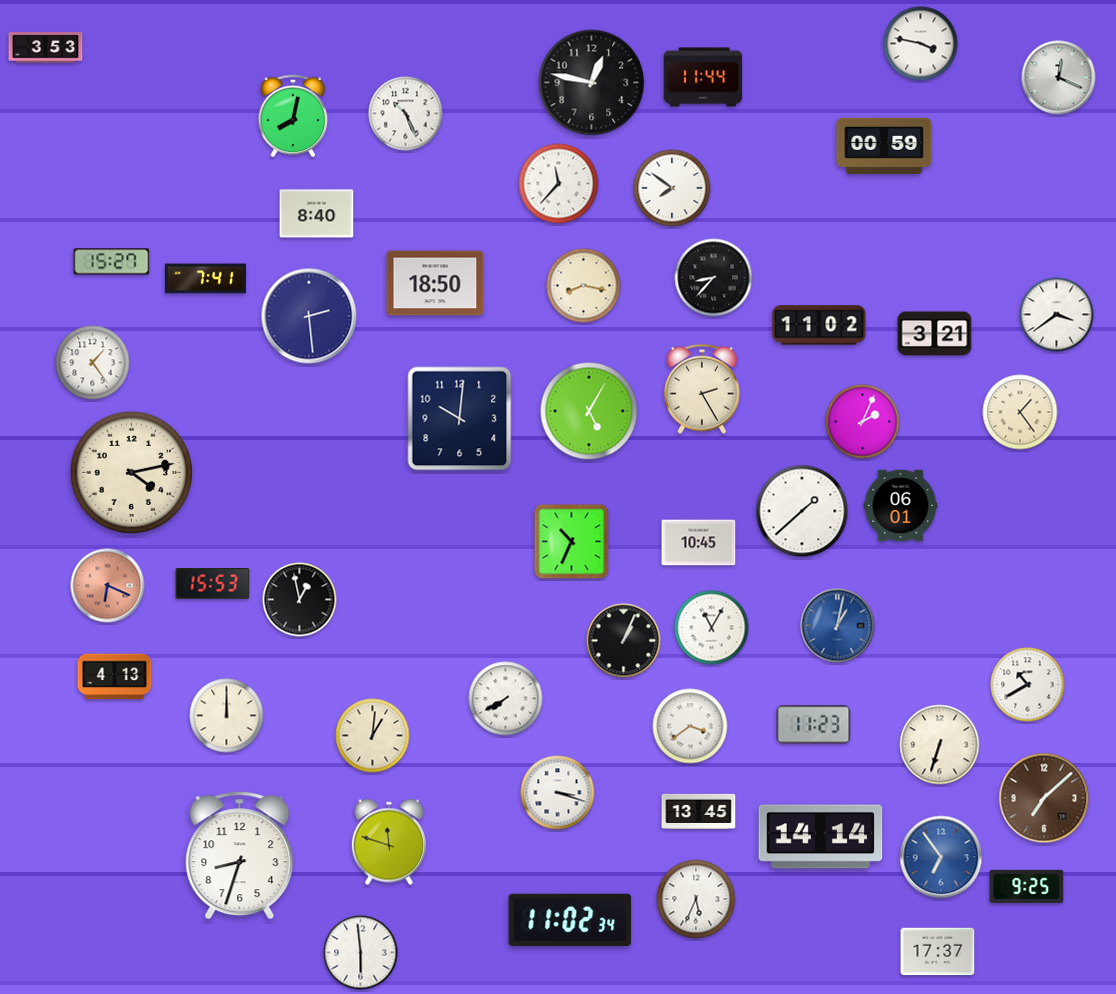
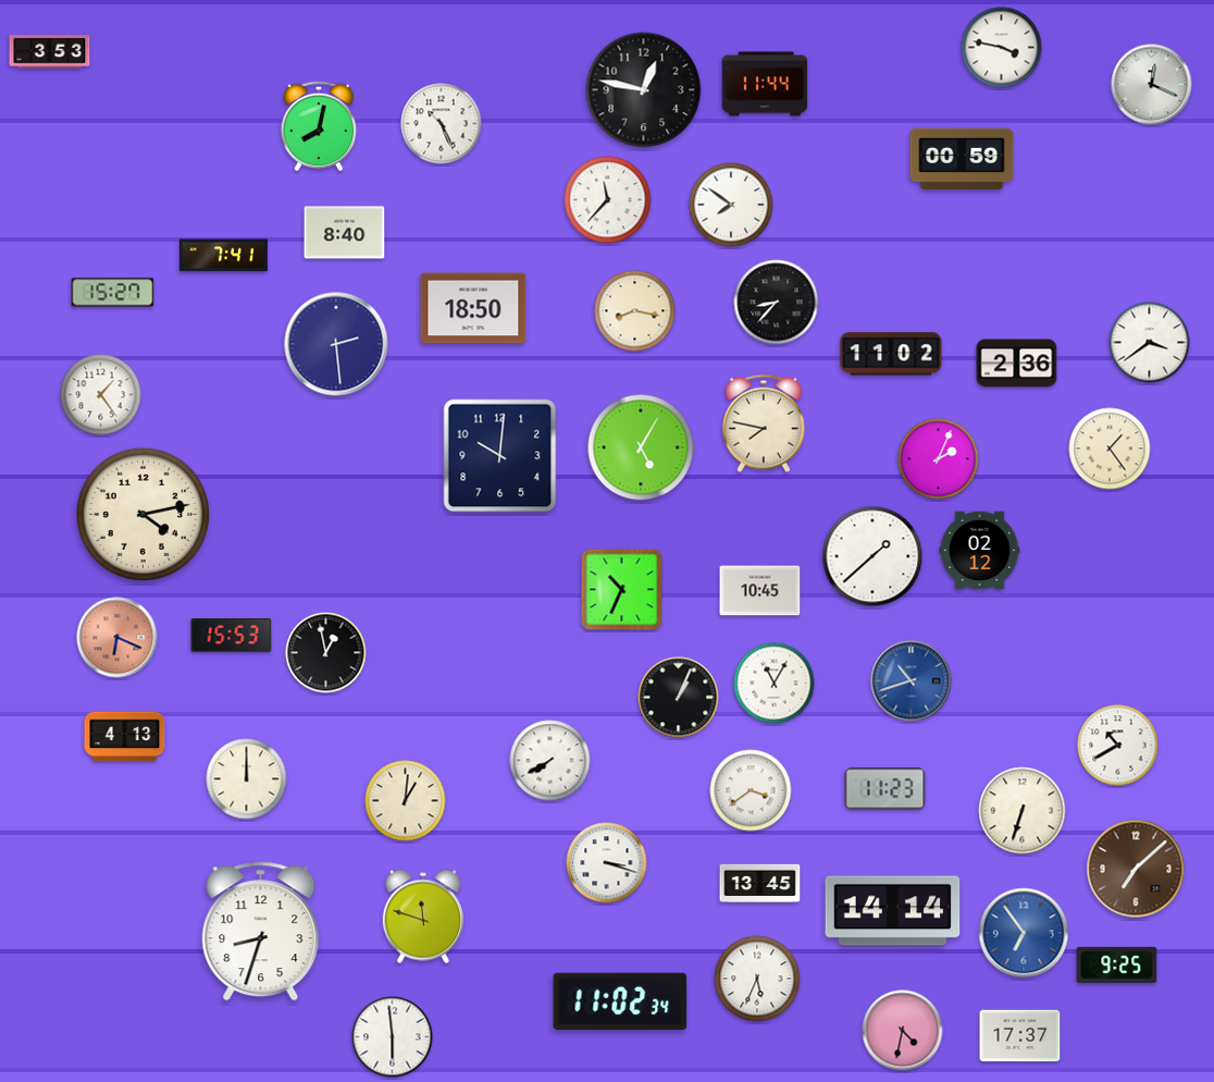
clock at (112, 262) position: (112, 262) -> (113, 293)
clock at (205, 279) position: (205, 279) -> (223, 256)
clock at (935, 334): 3:21 -> 2:36
clock at (702, 389): 2:25 -> 7:47
clock at (901, 506): 06:01 -> 02:12
clock at (838, 626): 1:02 -> 10:42
clock at (903, 1031): none -> 4:32
